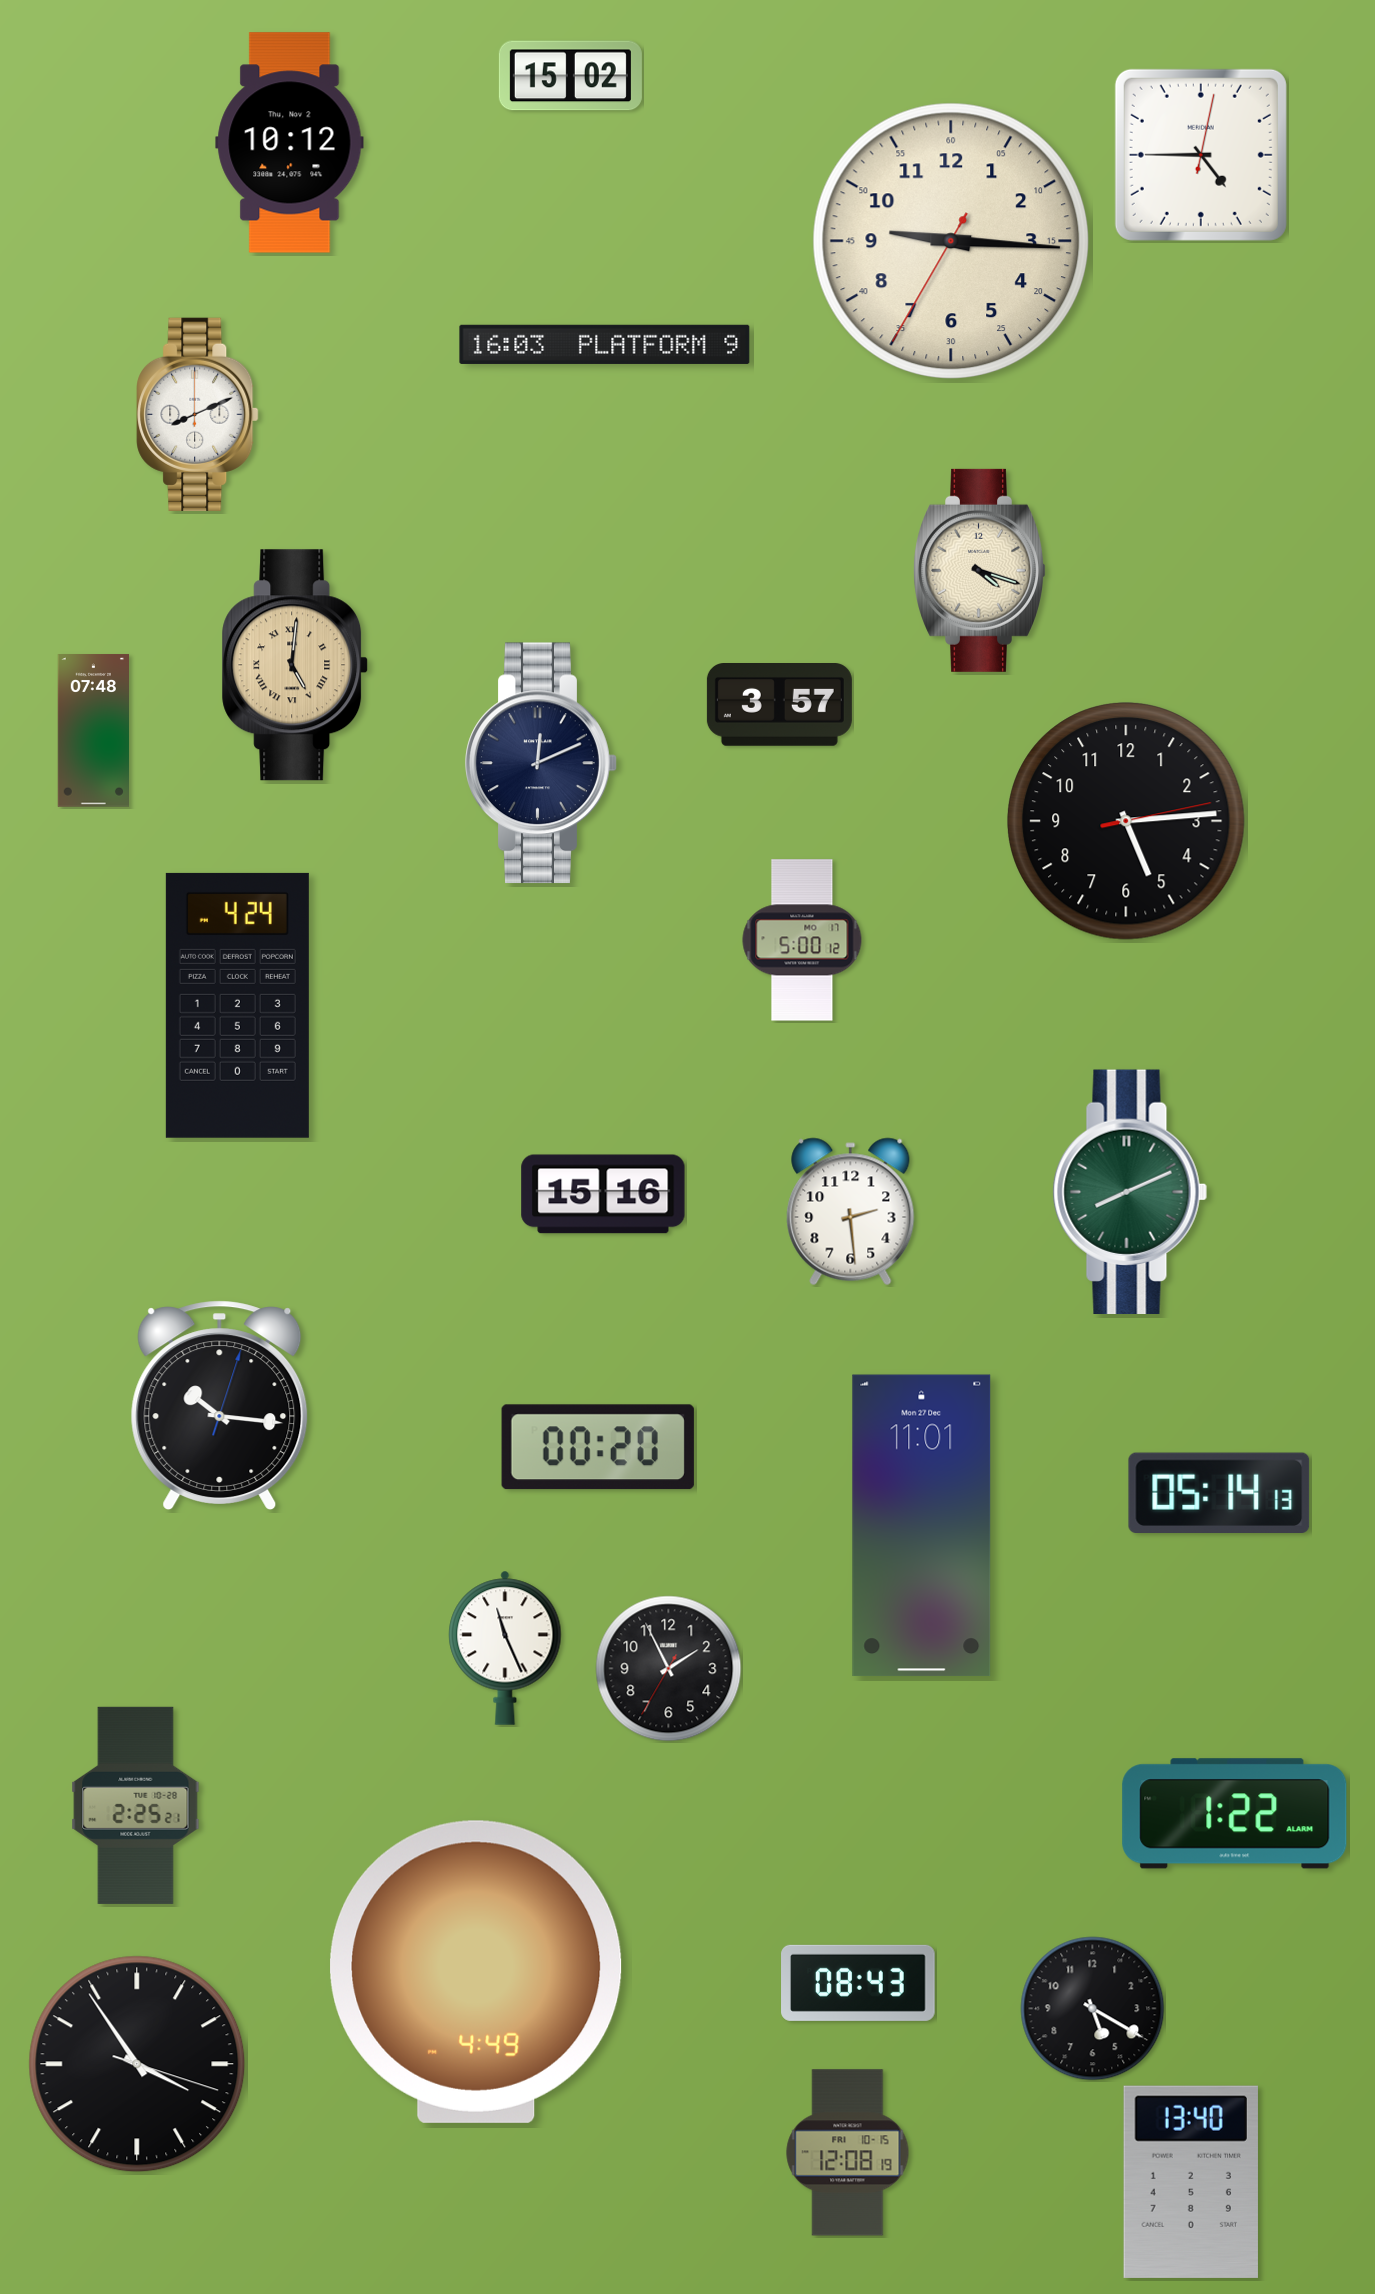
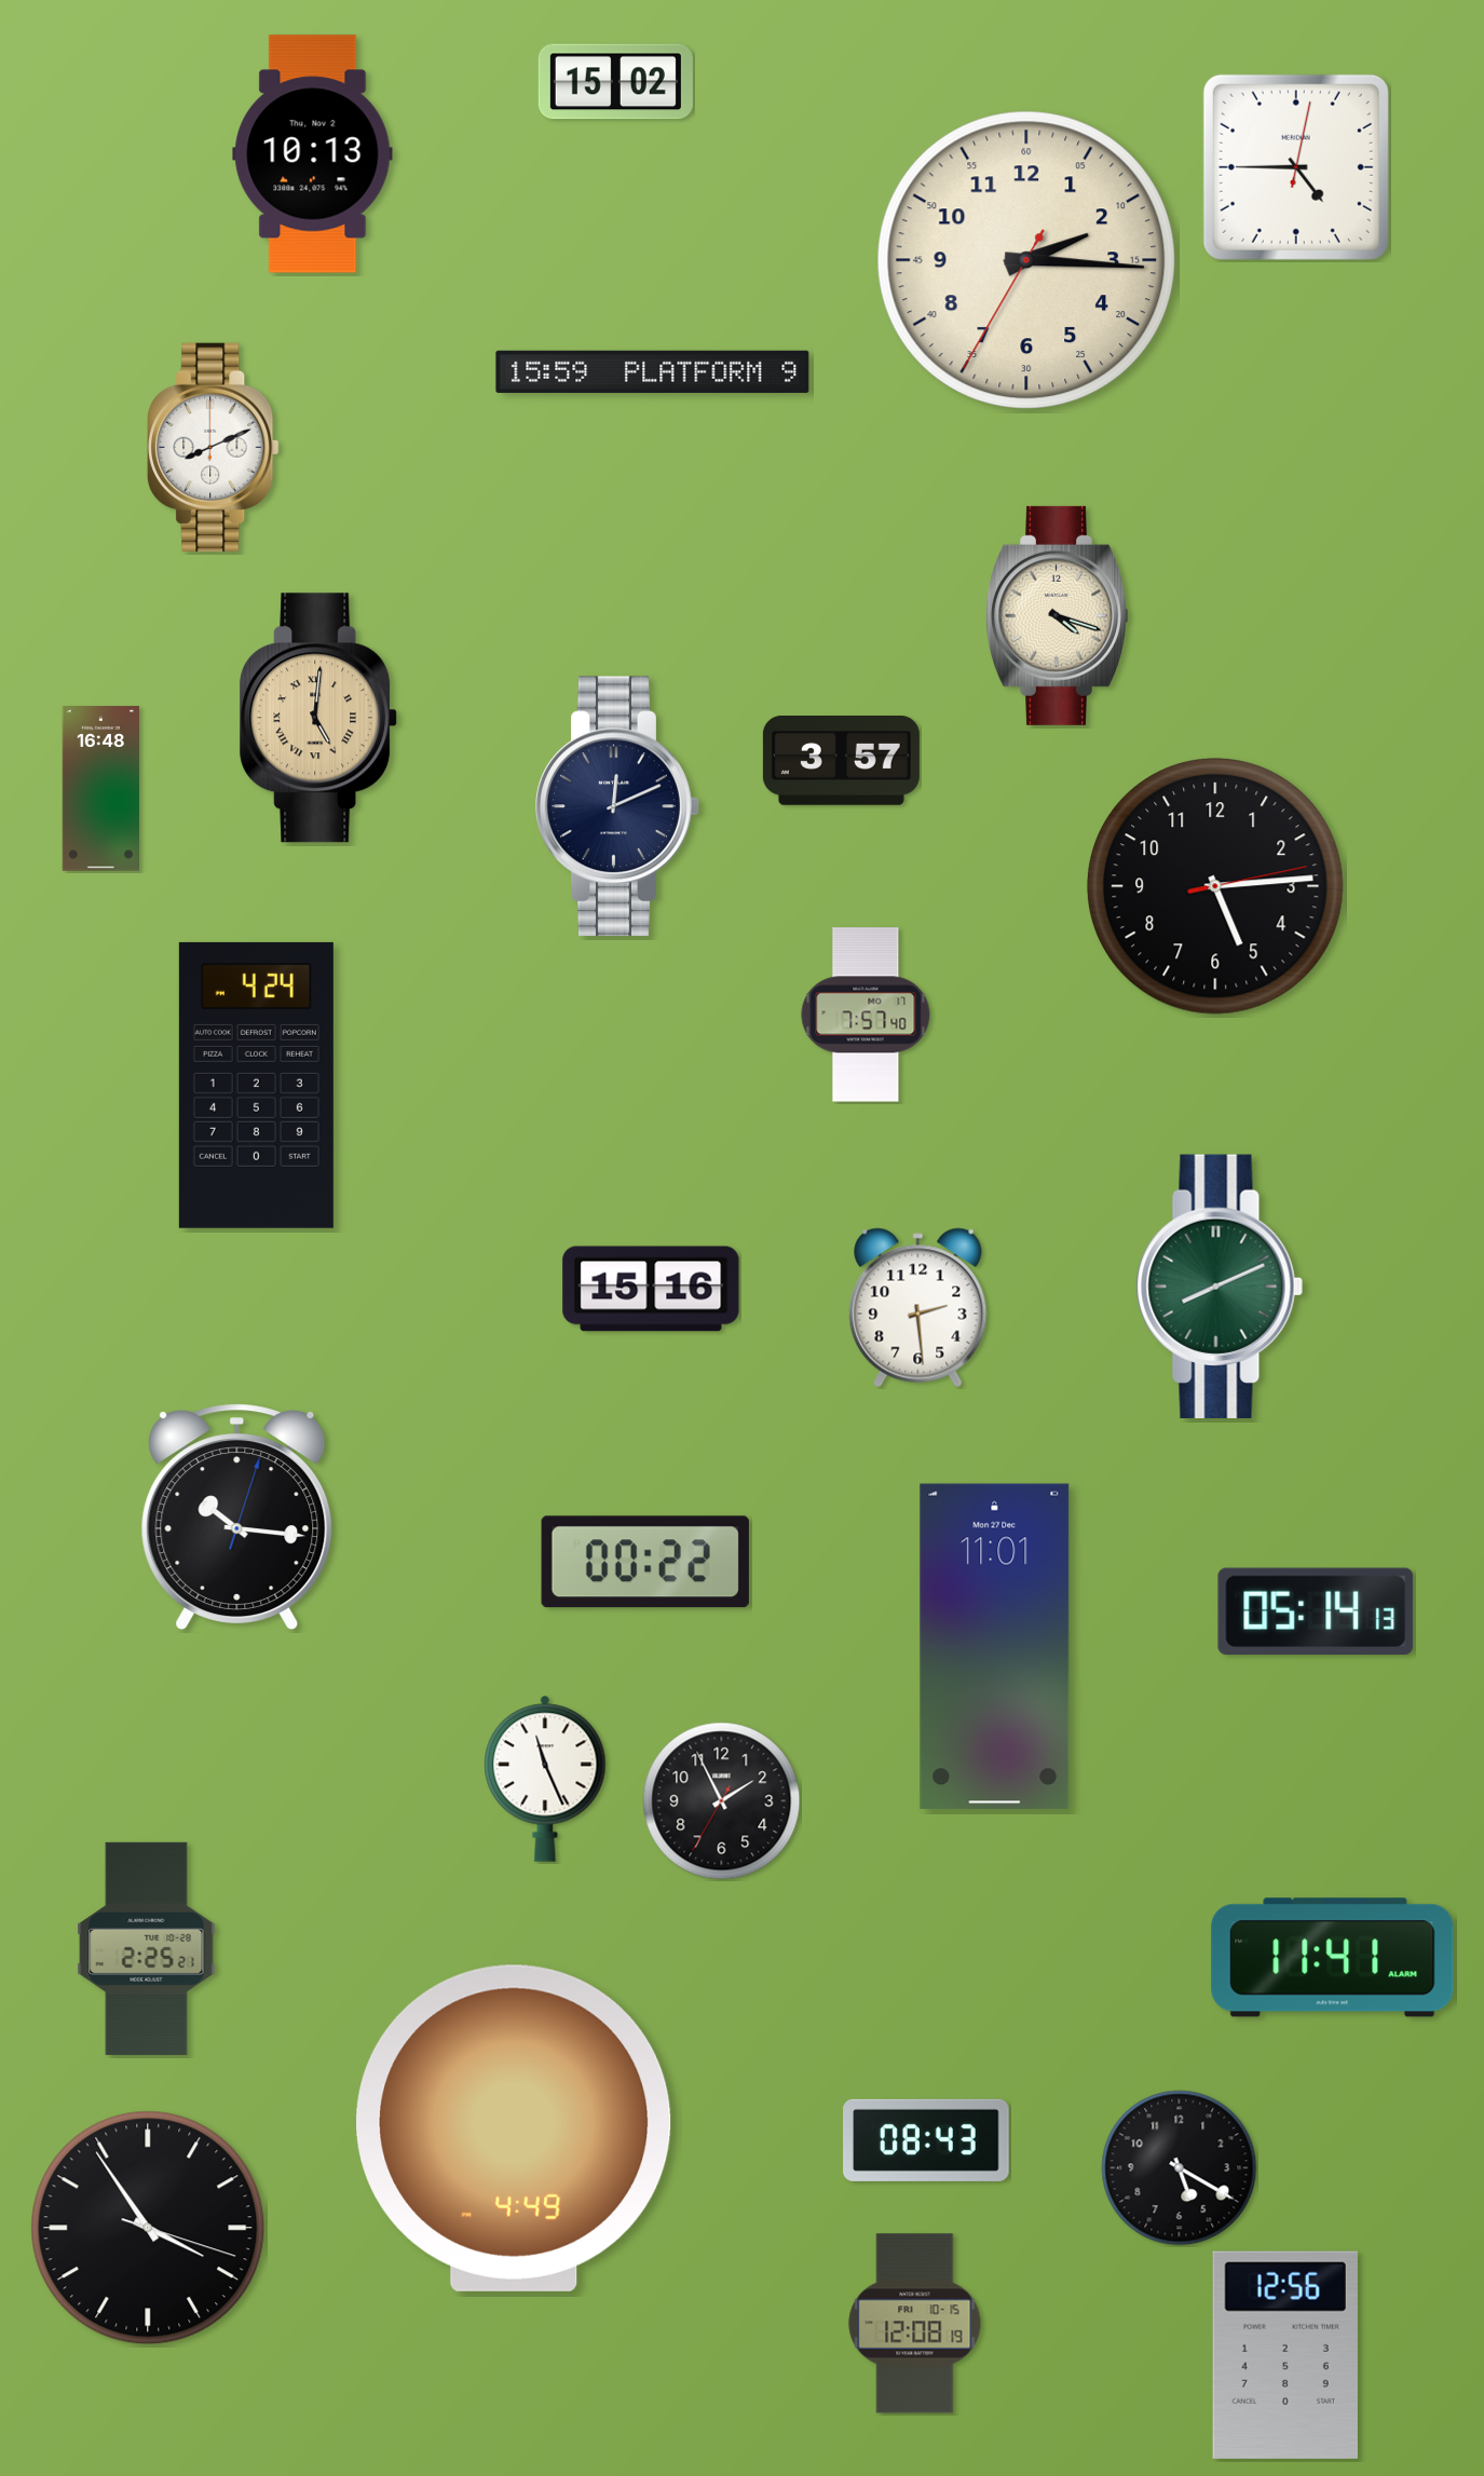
clock at (290, 143): 10:12 -> 10:13
clock at (950, 240): 9:15 -> 2:15
clock at (605, 344): 16:03 -> 15:59
clock at (93, 731): 07:48 -> 16:48
clock at (541, 763) position: (541, 763) -> (617, 806)
clock at (802, 940): 5:00 -> 7:57
clock at (598, 1447): 00:20 -> 00:22
clock at (1235, 1814): 1:22 -> 11:41
clock at (1191, 2182): 13:40 -> 12:56
